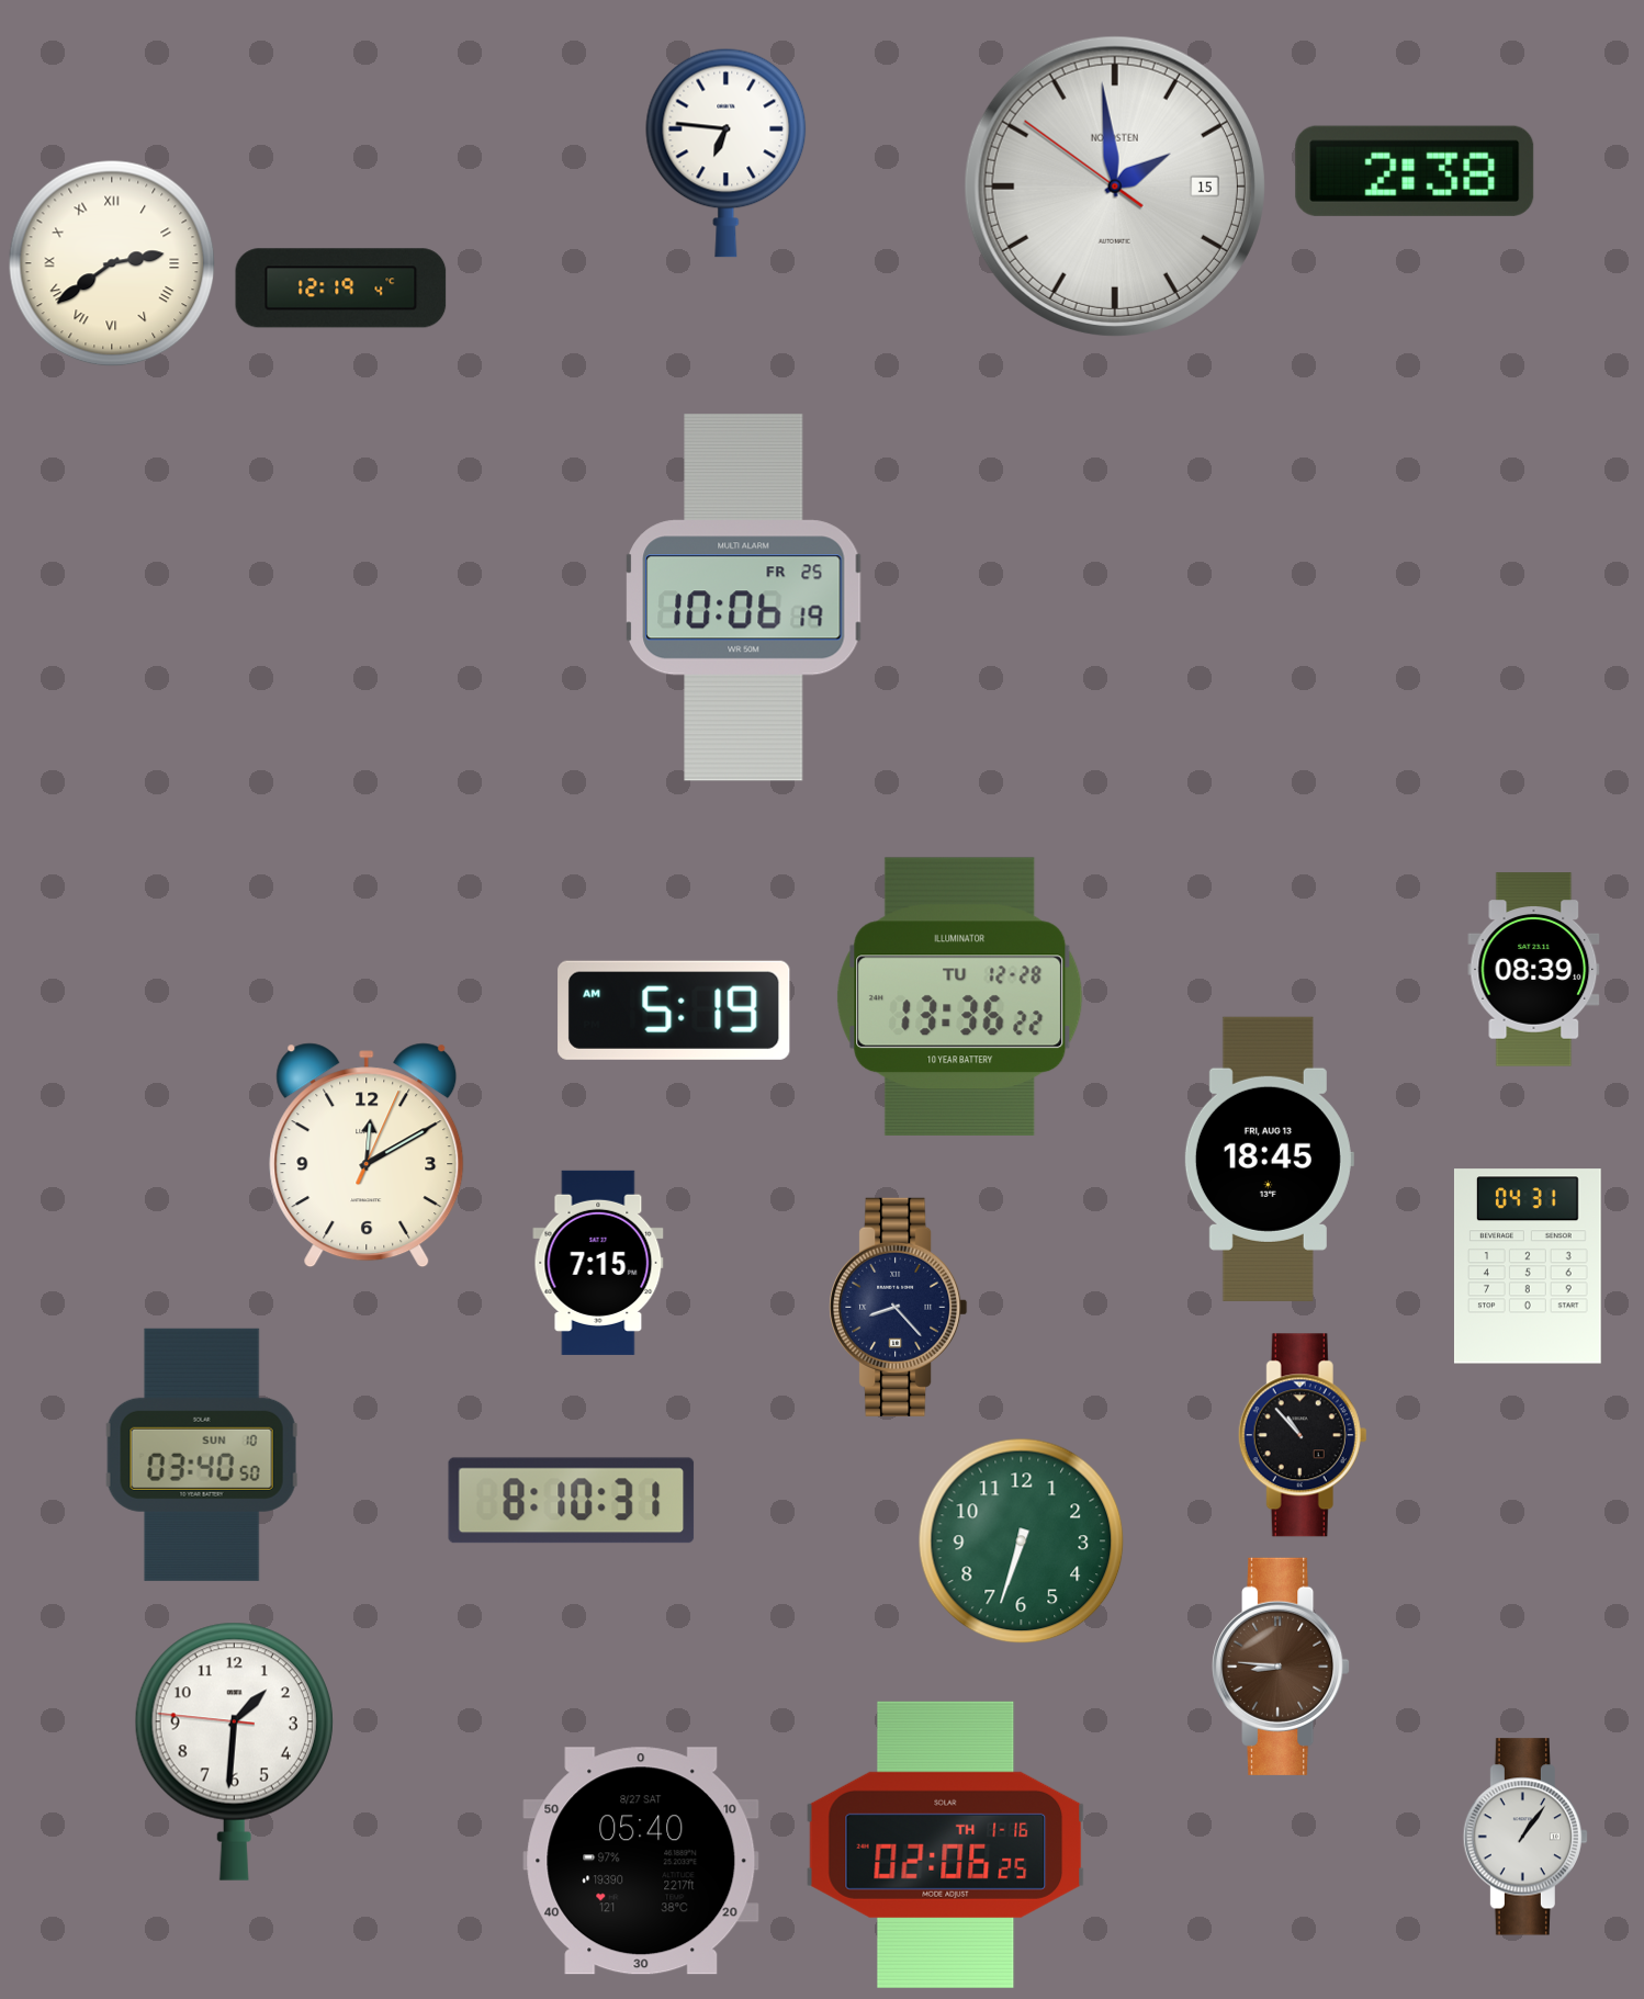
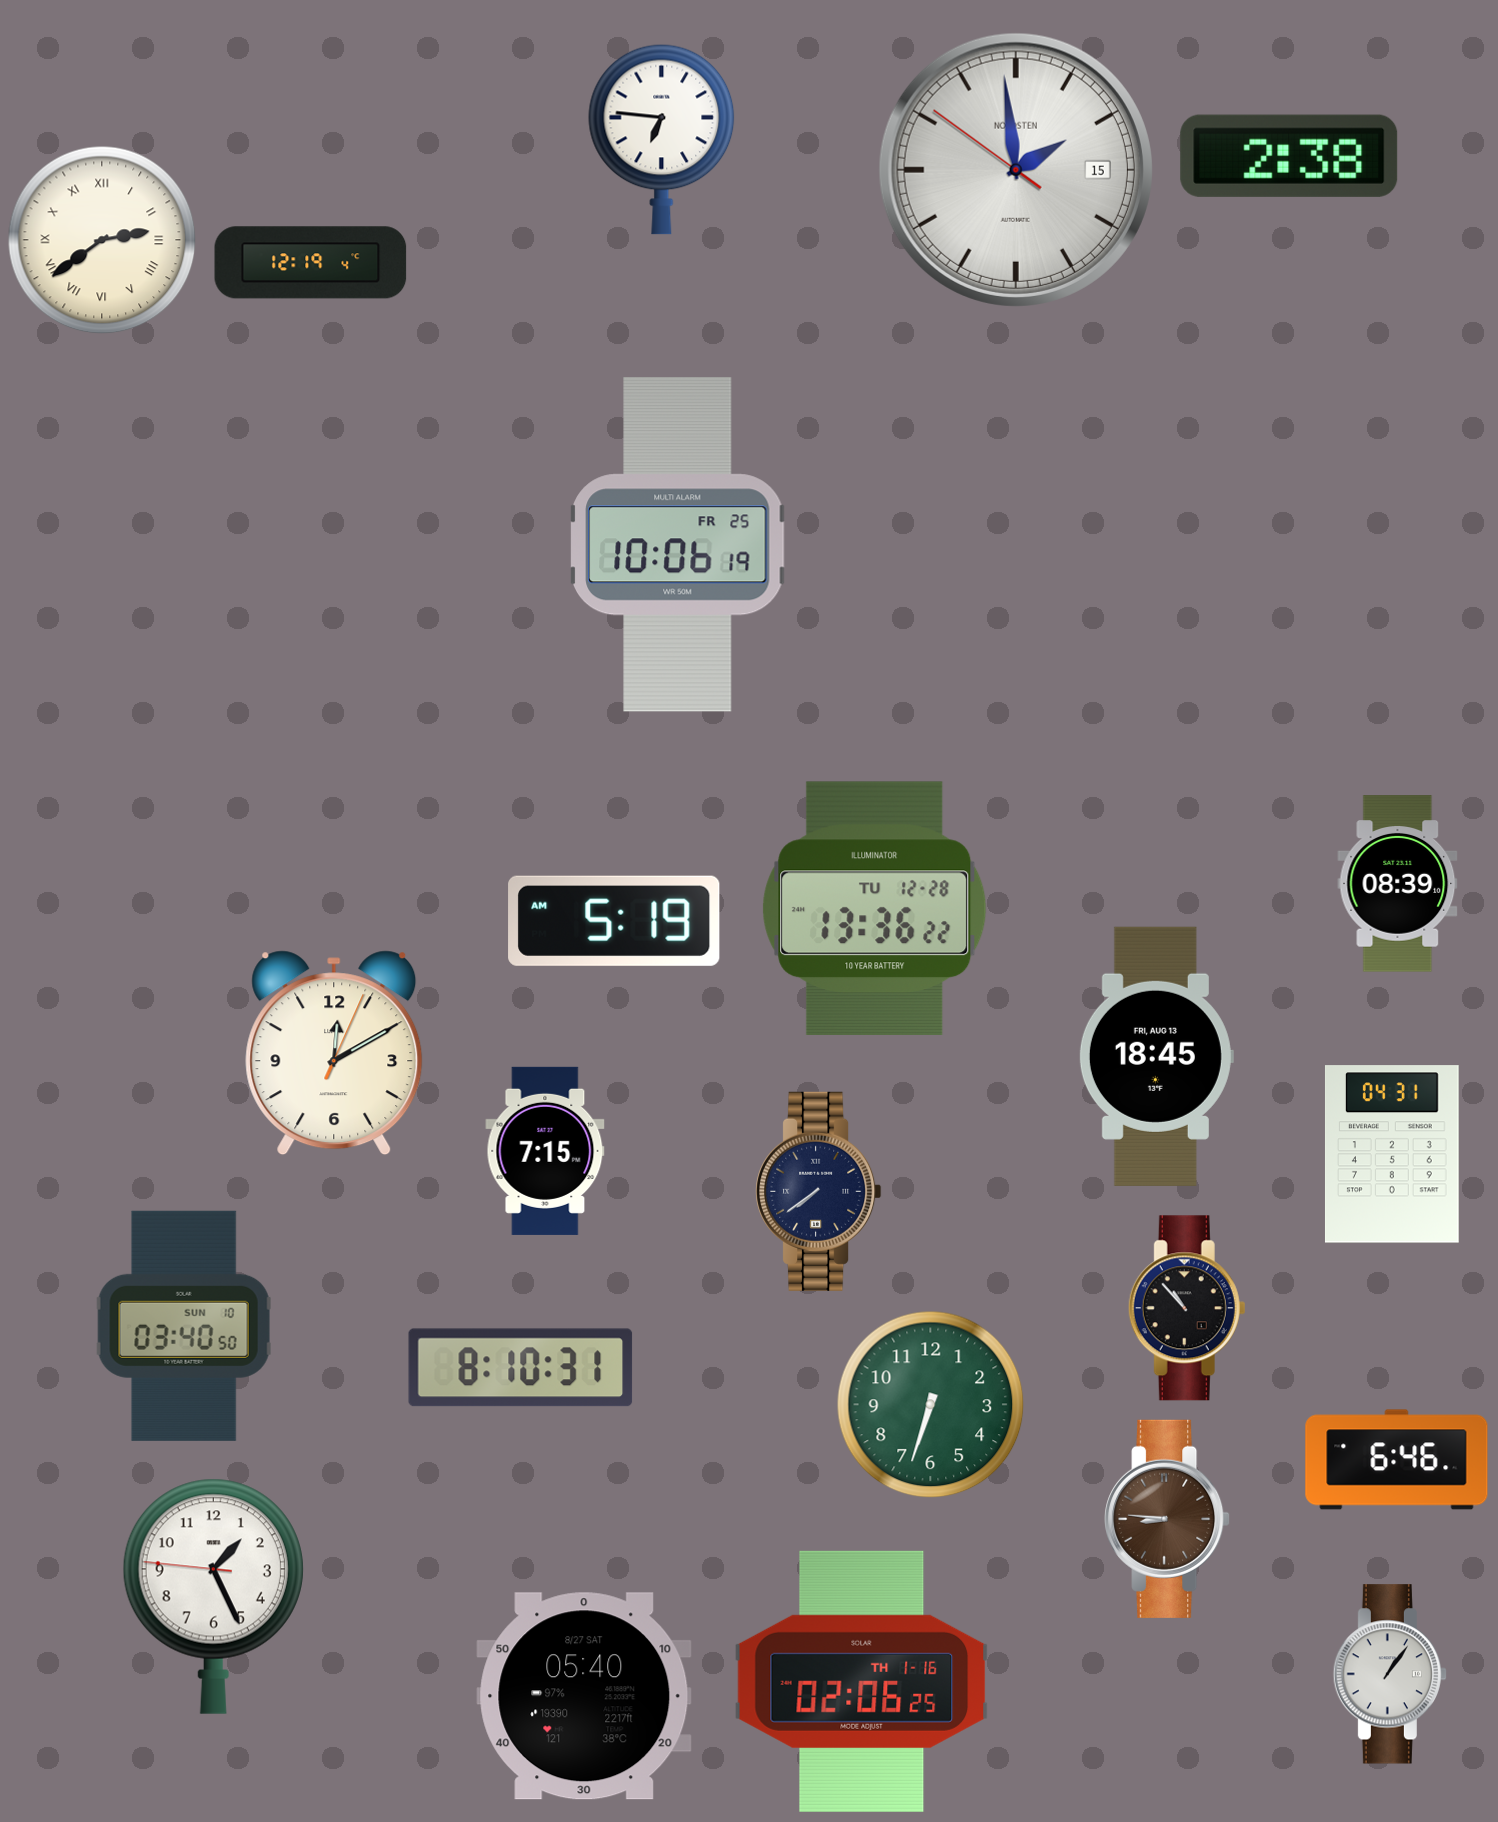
clock at (899, 1307): 8:23 -> 7:39
clock at (1397, 1460): none -> 6:46
clock at (234, 1751): 1:30 -> 1:25
